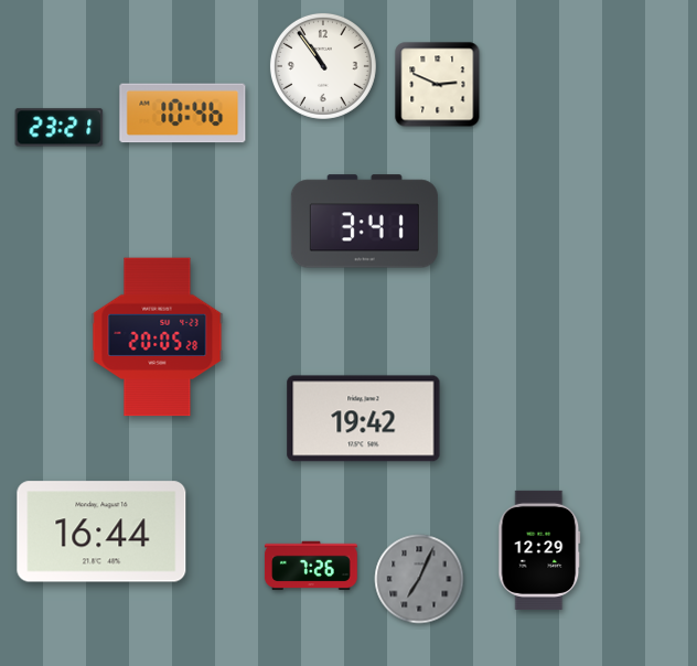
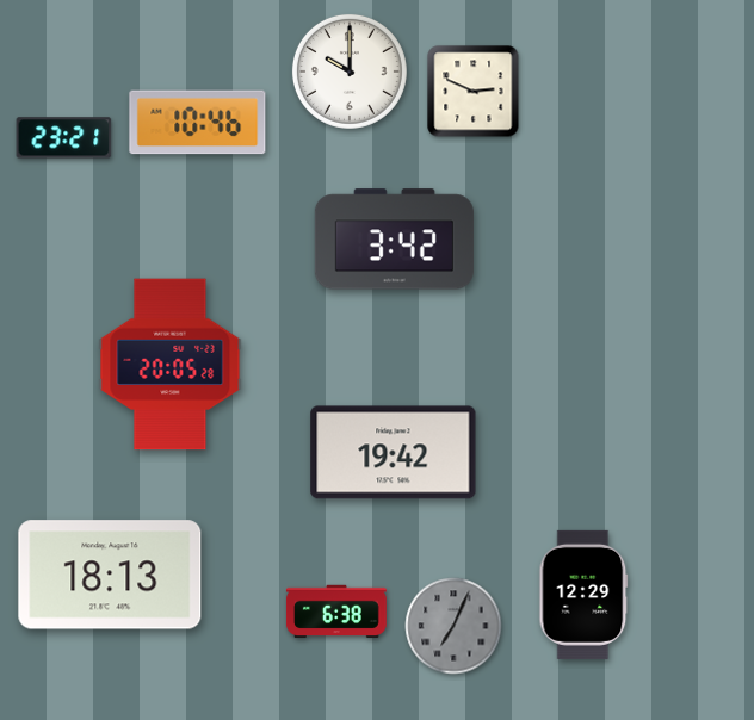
clock at (323, 66): 10:54 -> 10:00
clock at (364, 222): 3:41 -> 3:42
clock at (101, 531): 16:44 -> 18:13
clock at (311, 566): 7:26 -> 6:38
